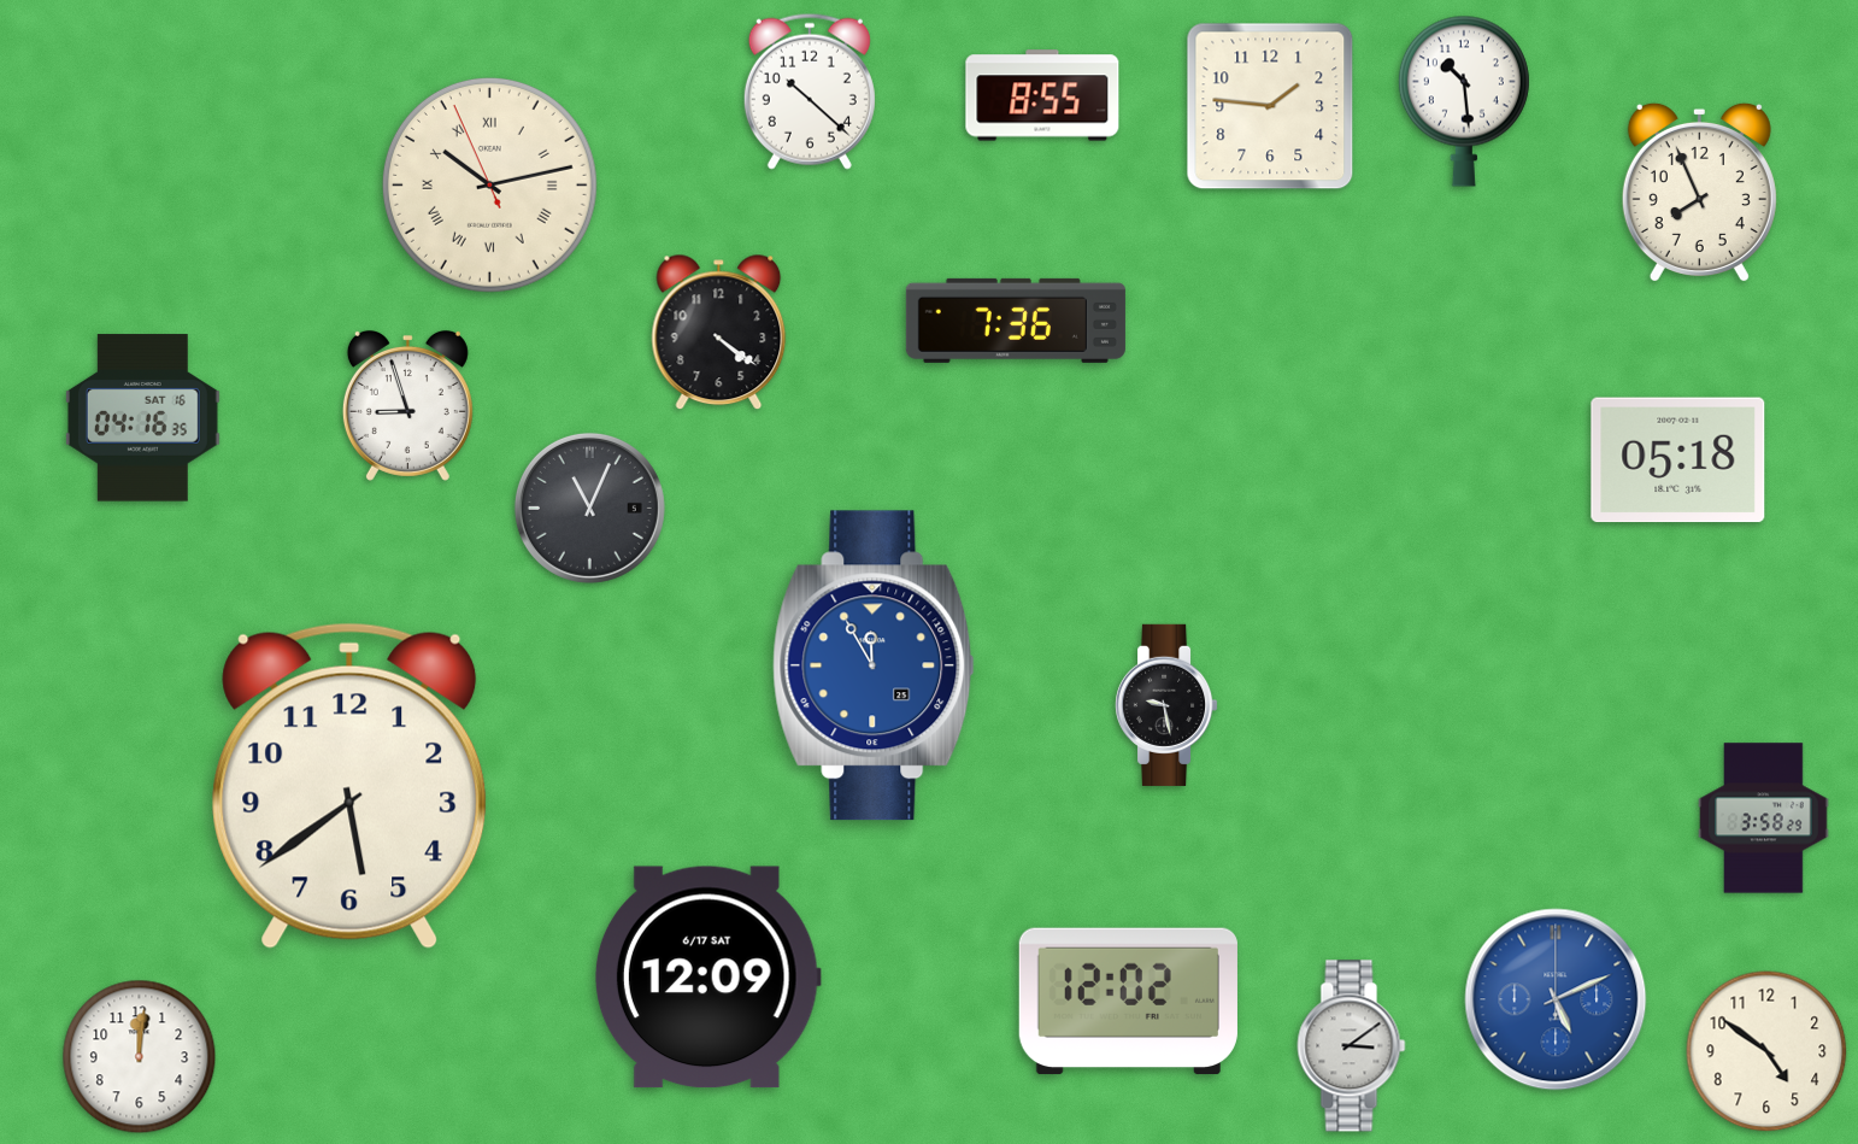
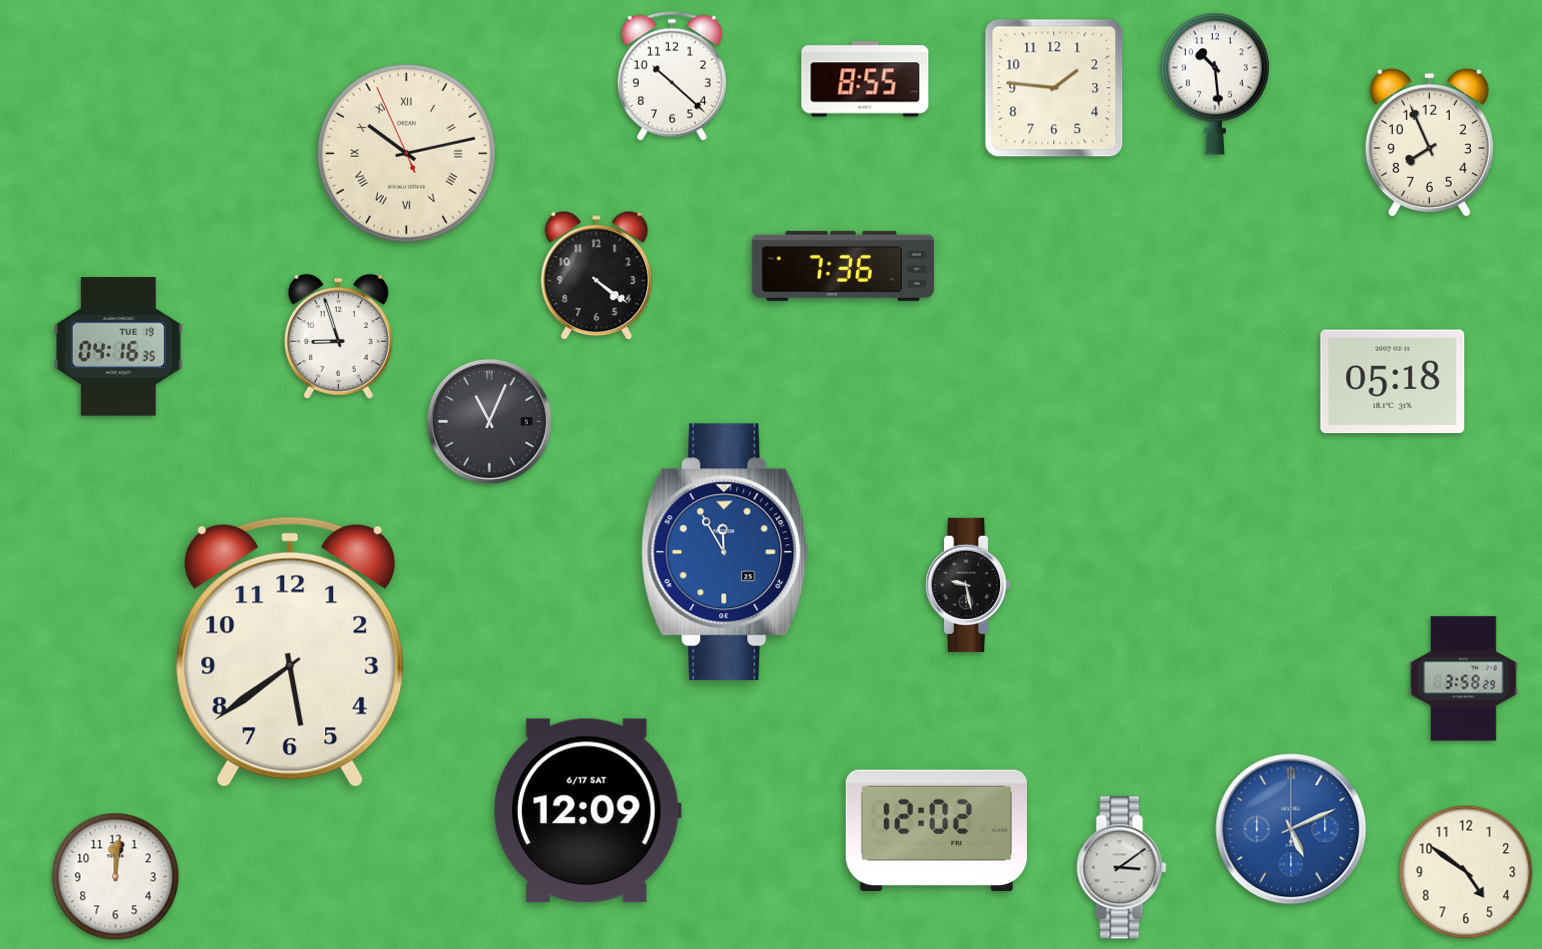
clock at (1699, 192) position: (1699, 192) -> (1429, 142)
clock at (142, 418) date: SAT 16 -> TUE 19
